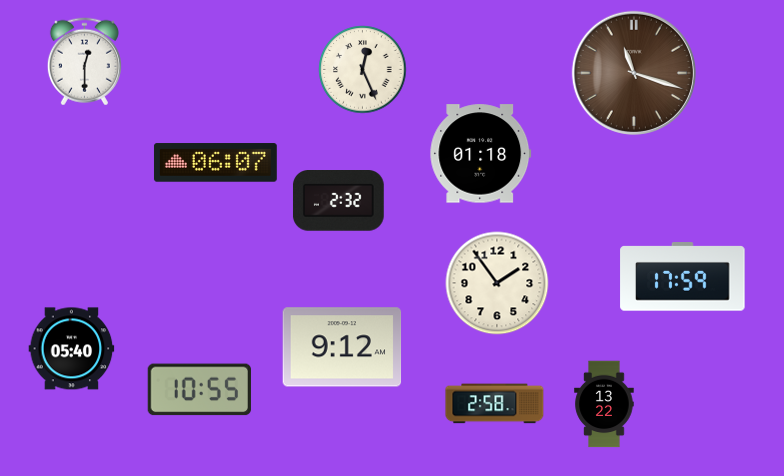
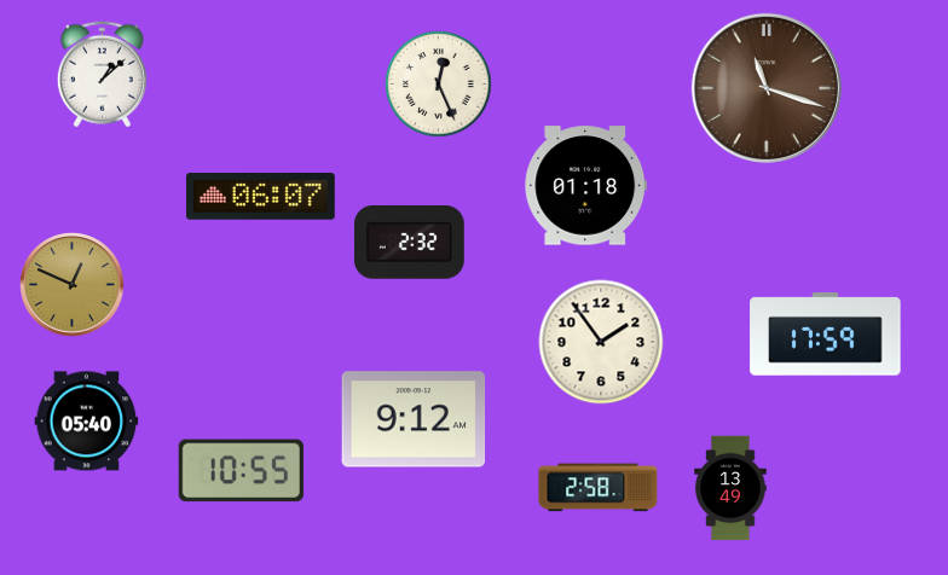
clock at (84, 62): 12:30 -> 1:08
clock at (481, 154) position: (481, 154) -> (586, 186)
clock at (73, 285): none -> 12:49
clock at (604, 404): 13:22 -> 13:49
